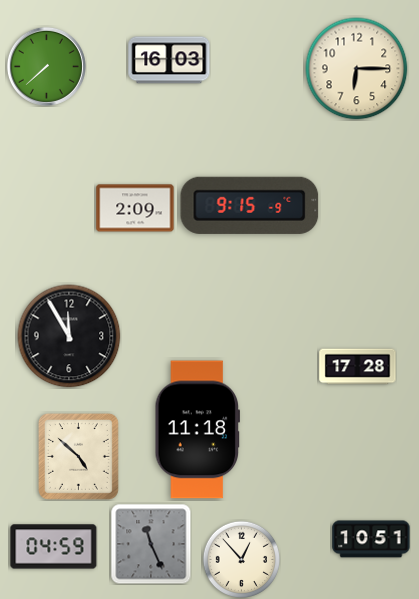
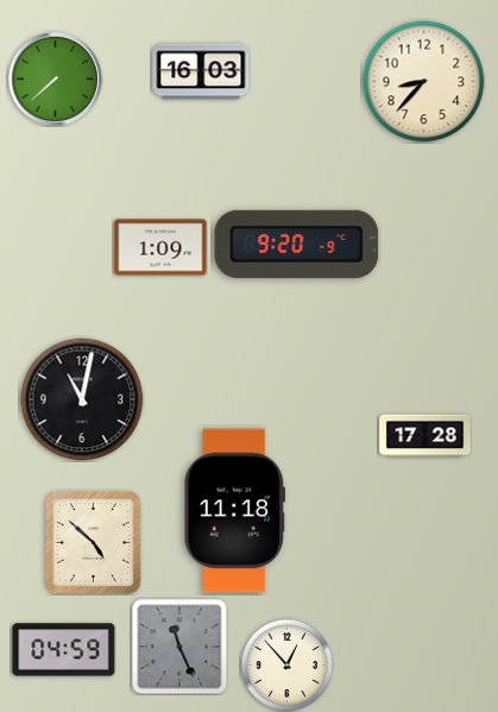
clock at (357, 69): 6:15 -> 8:37
clock at (250, 205): 9:15 -> 9:20
clock at (135, 208): 2:09 -> 1:09
clock at (69, 336): 11:55 -> 11:02
clock at (371, 539): 10:51 -> none
